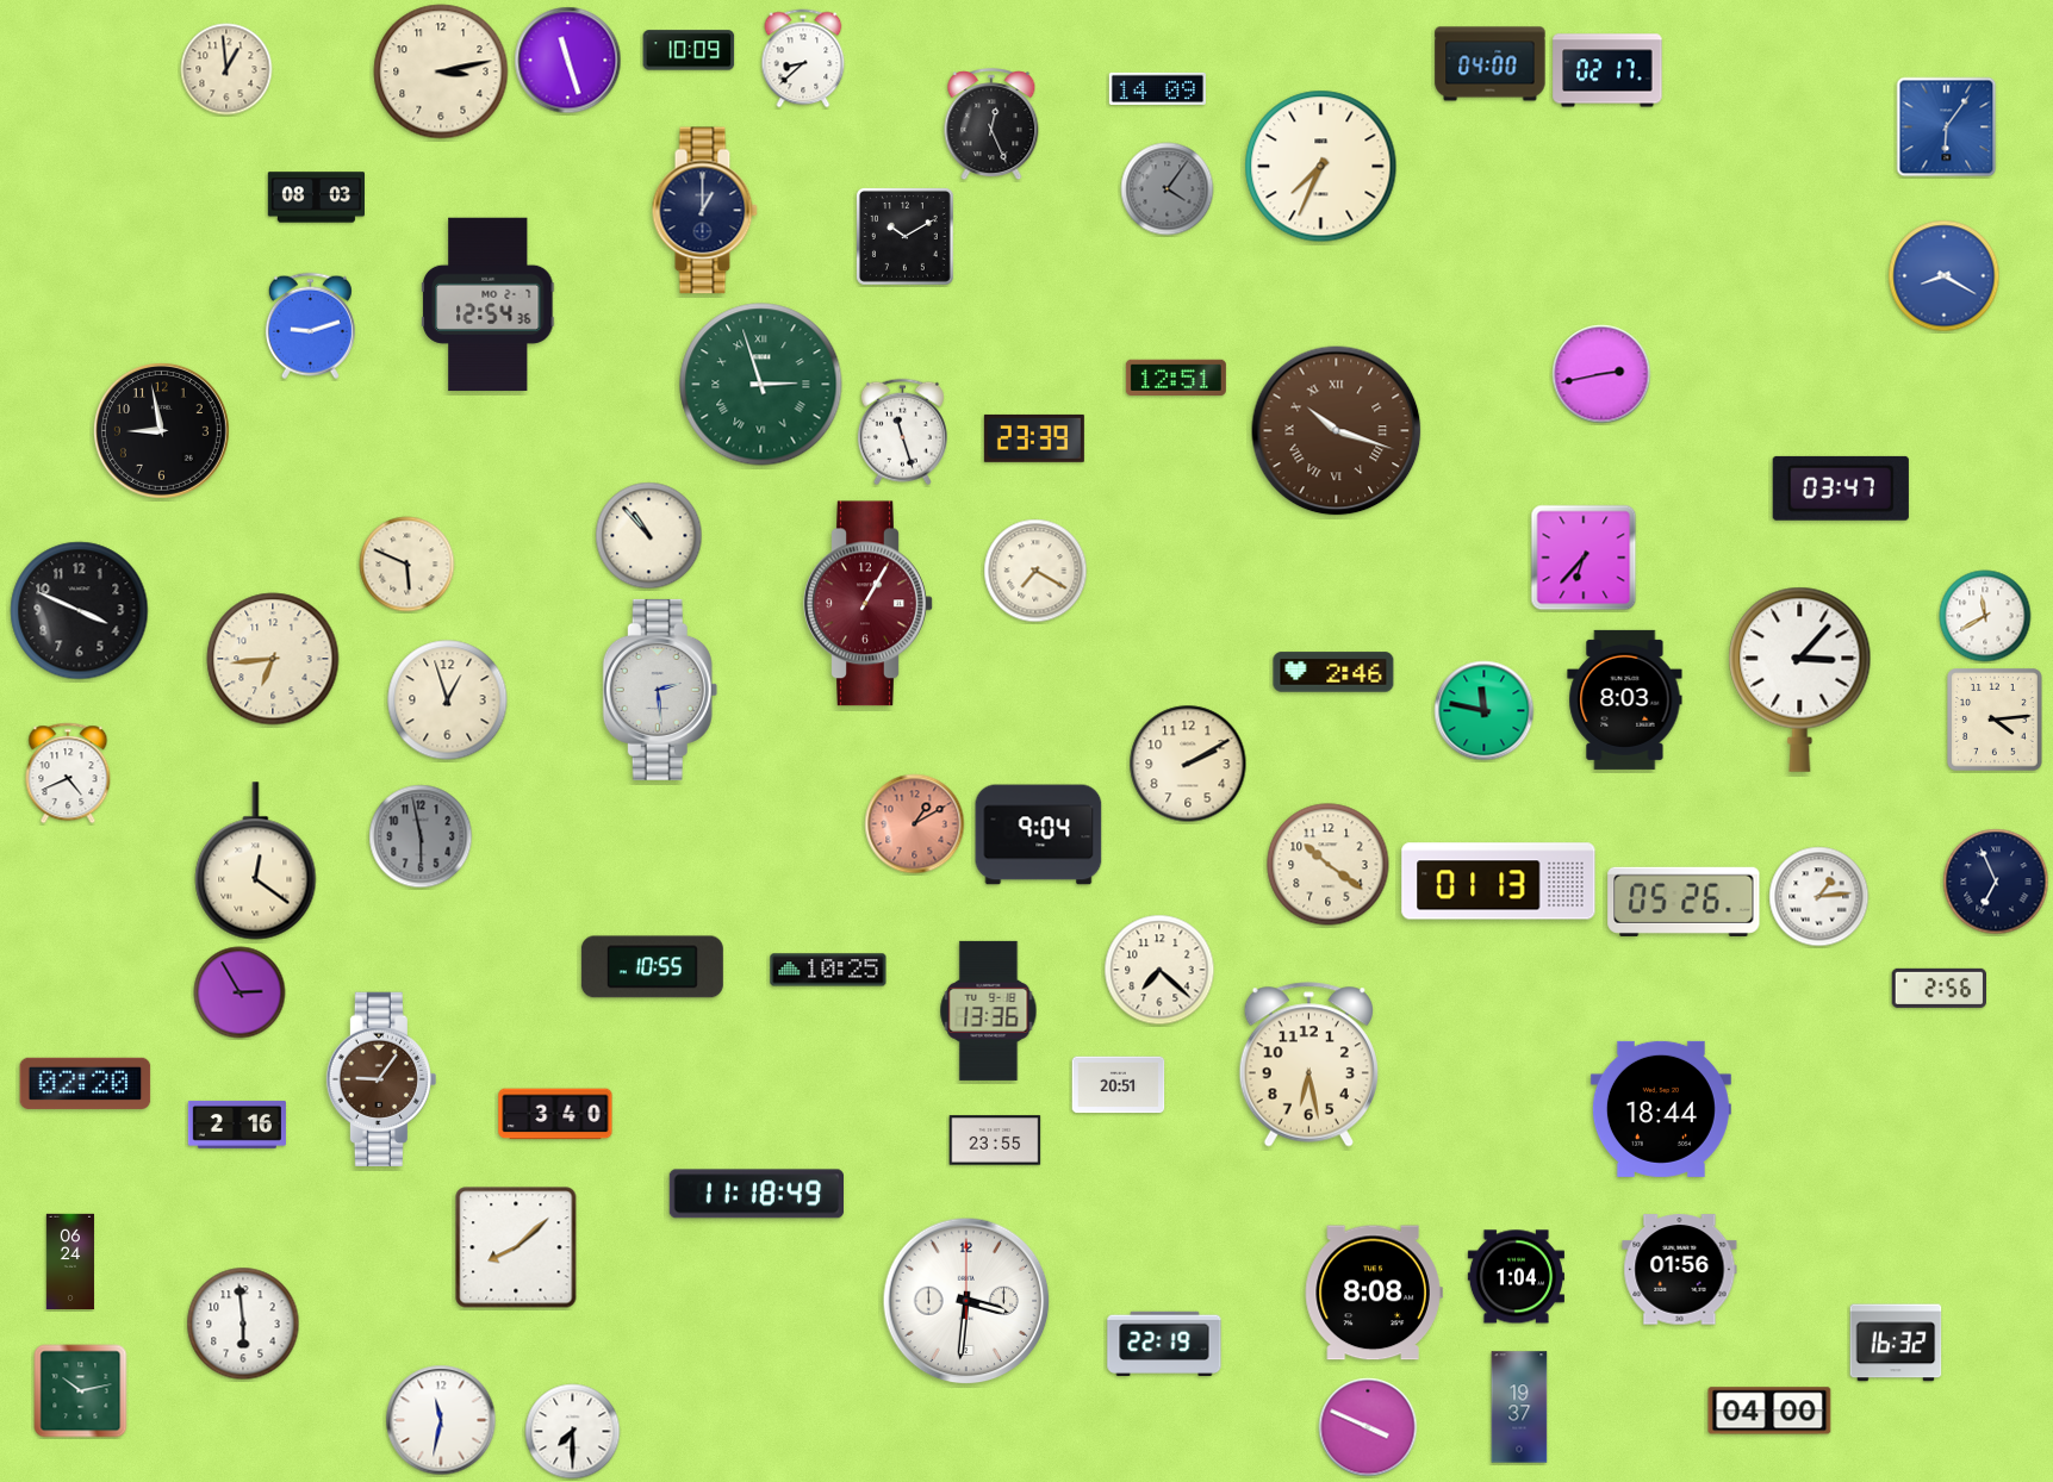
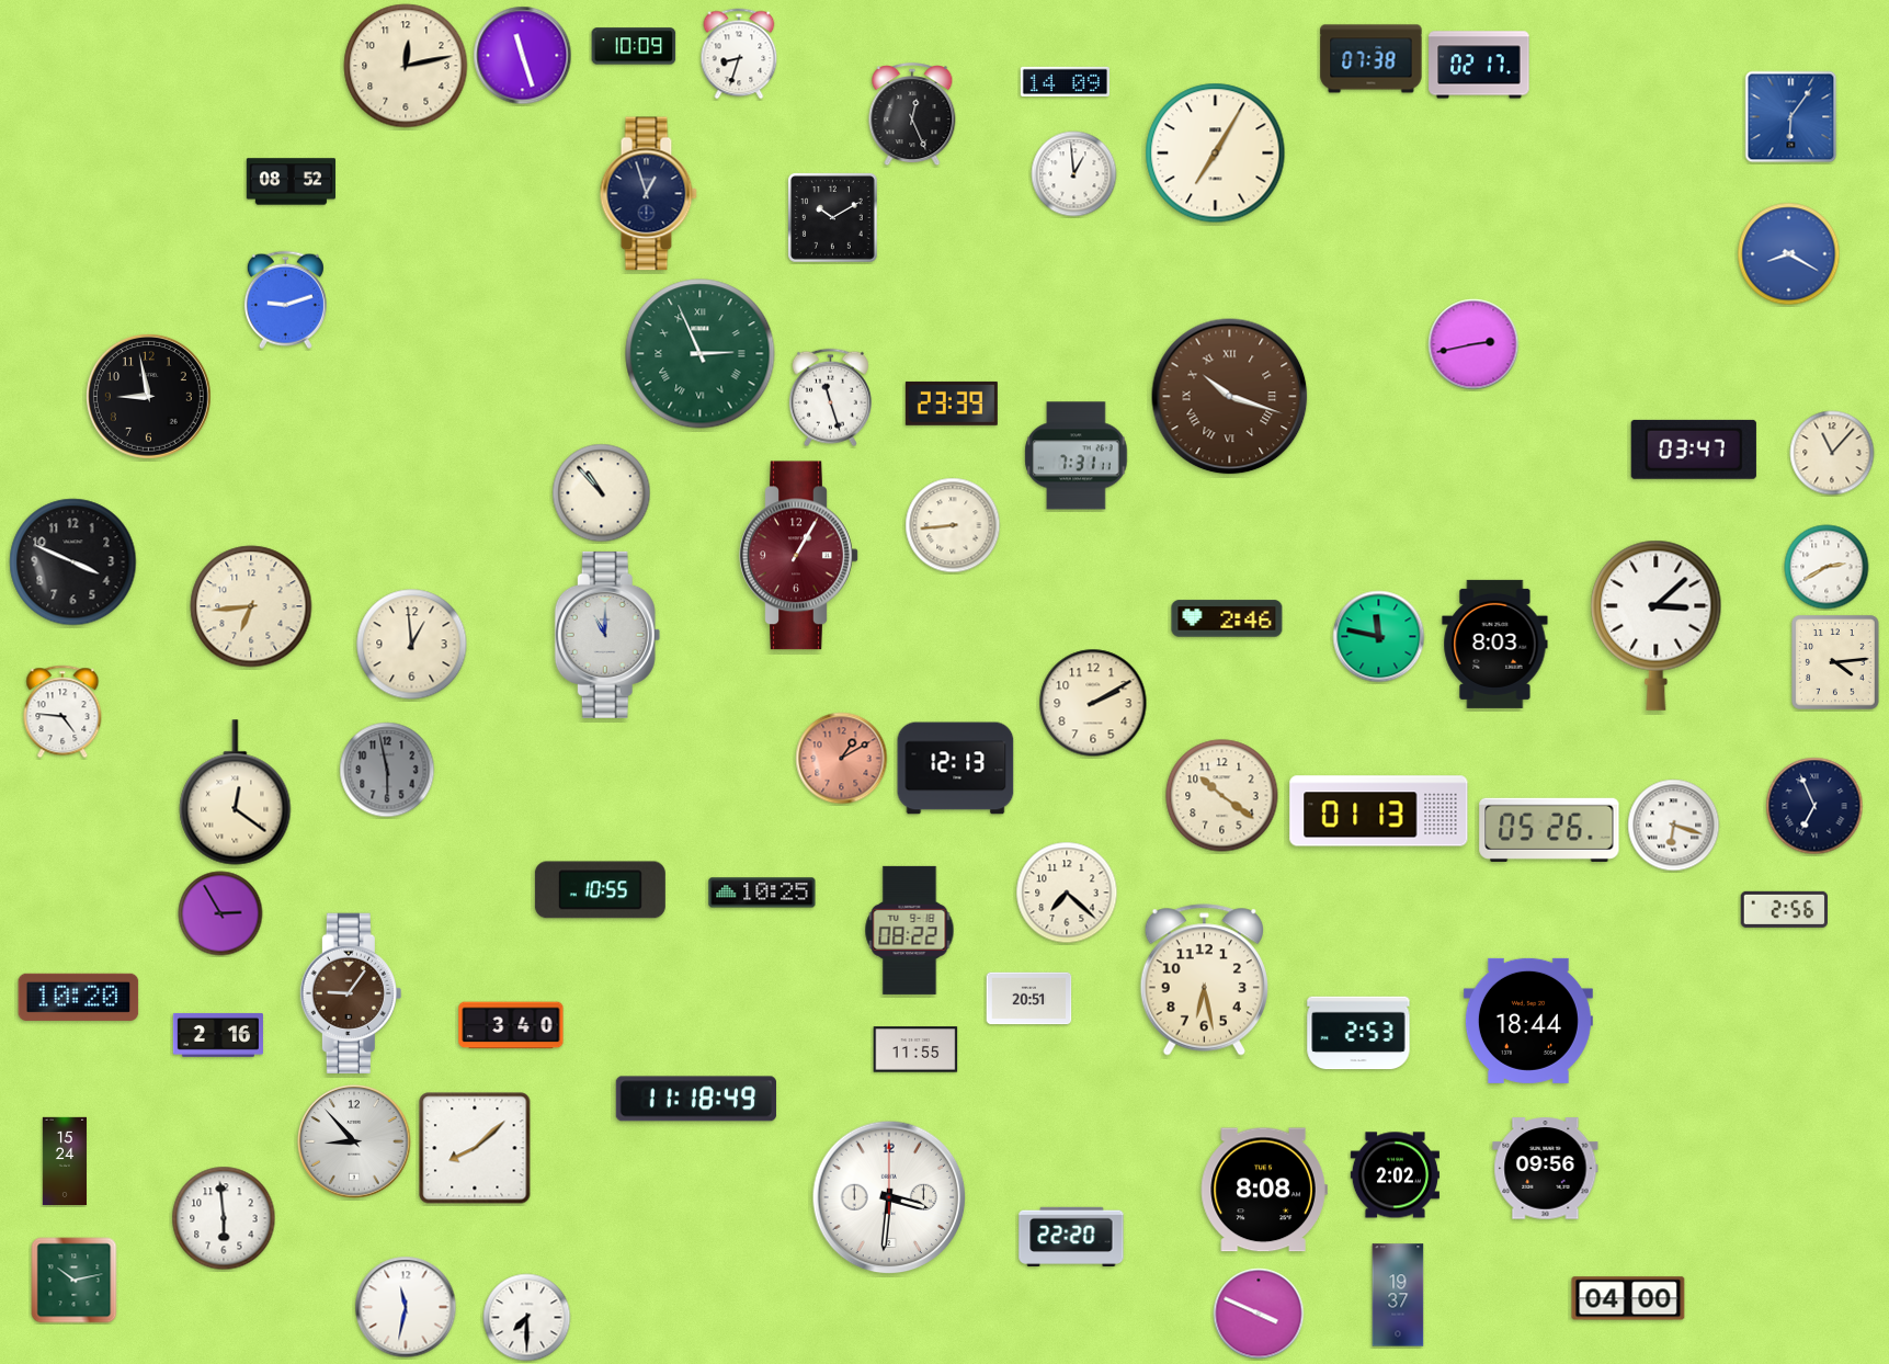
clock at (803, 58): 8:38 -> 8:33
clock at (1491, 64): 04:00 -> 07:38
clock at (226, 69): 12:59 -> none
clock at (441, 71): 3:13 -> 12:13
clock at (1321, 167): 7:34 -> 7:05
clock at (1168, 189): 4:06 -> 12:59
clock at (1168, 189) dial: grey -> white
clock at (316, 198): 08:03 -> 08:52
clock at (704, 211): 1:00 -> 12:57
clock at (489, 305): 12:54 -> none
clock at (1176, 376): 12:51 -> none
clock at (761, 385): 2:57 -> 2:56
clock at (1832, 453): none -> 11:07
clock at (1077, 456): none -> 7:31
clock at (649, 536) position: (649, 536) -> (602, 493)
clock at (1584, 558): 6:37 -> none
clock at (408, 565): 5:49 -> none
clock at (1035, 571): 7:20 -> 8:44
clock at (1985, 616): 11:40 -> 2:40
clock at (1800, 679): 3:07 -> 3:08
clock at (660, 690): 2:29 -> 11:00
clock at (448, 700): 12:57 -> 12:59
clock at (1485, 711) position: (1485, 711) -> (1379, 637)
clock at (68, 773): 4:41 -> 4:46
clock at (1039, 835): 9:04 -> 12:13
clock at (1996, 882) position: (1996, 882) -> (1814, 806)
clock at (1819, 897): 1:14 -> 6:18
clock at (989, 1010): 13:36 -> 08:22
clock at (86, 1083): 02:20 -> 10:20
clock at (1358, 1033): none -> 2:53
clock at (995, 1140): 23:55 -> 11:55
clock at (354, 1141): none -> 8:53
clock at (69, 1262): 06:24 -> 15:24
clock at (1680, 1270): 01:56 -> 09:56
clock at (1516, 1277): 1:04 -> 2:02
clock at (1164, 1343): 22:19 -> 22:20
clock at (1896, 1343): 16:32 -> none
